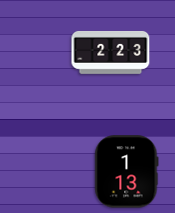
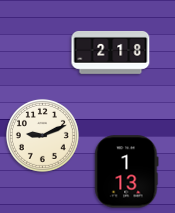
clock at (111, 52): 2:23 -> 2:18
clock at (42, 135): none -> 9:11
